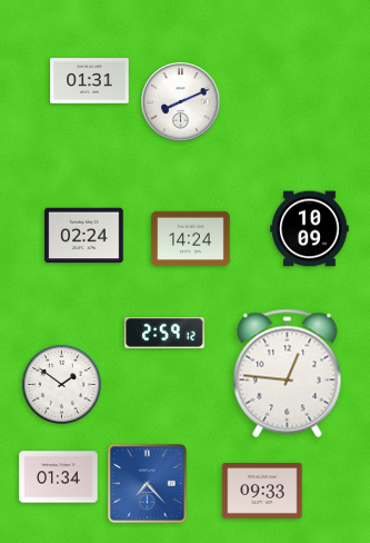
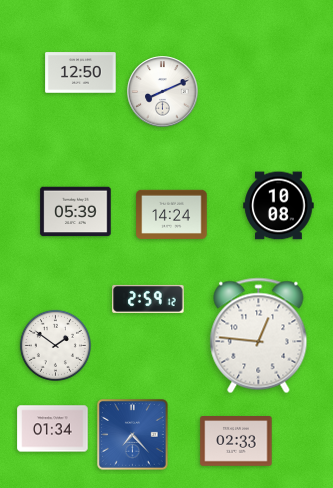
clock at (90, 81): 01:31 -> 12:50
clock at (310, 229): 10:09 -> 10:08
clock at (84, 236): 02:24 -> 05:39
clock at (262, 492): 09:33 -> 02:33
